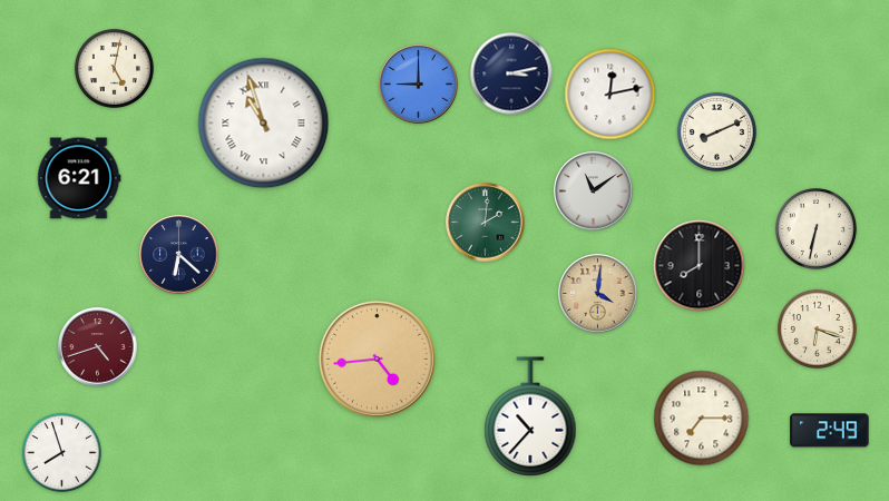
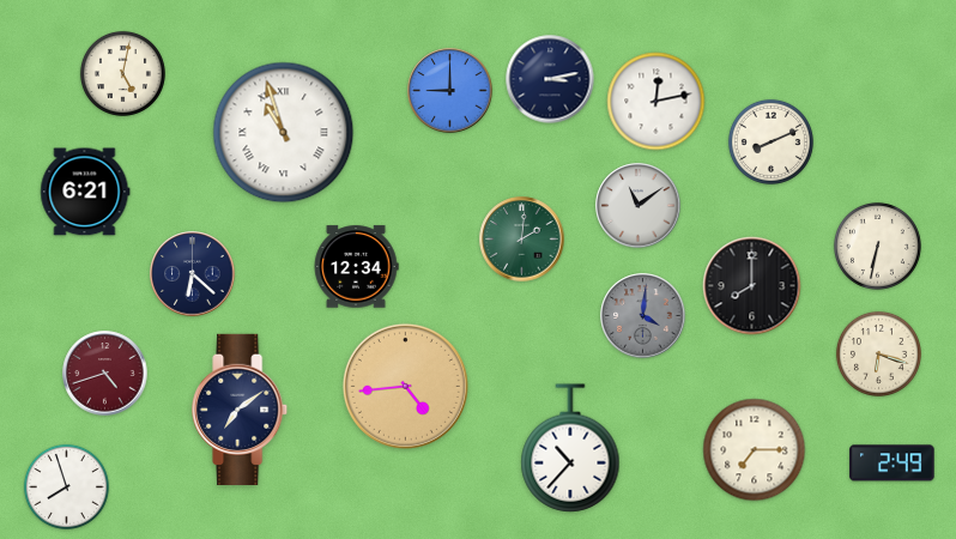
clock at (356, 267): none -> 12:34
clock at (598, 294) dial: champagne -> grey
clock at (241, 408): none -> 7:09
